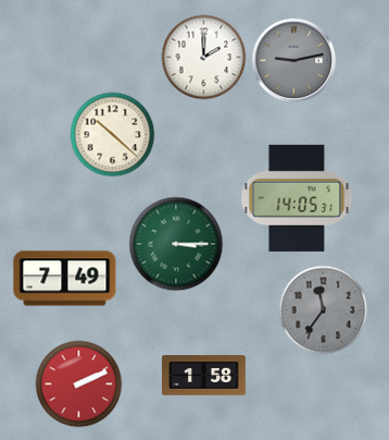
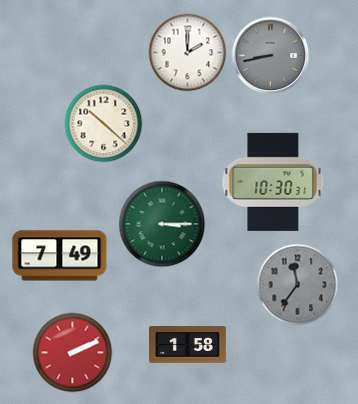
clock at (293, 60): 9:13 -> 8:43
clock at (297, 198): 14:05 -> 10:30
